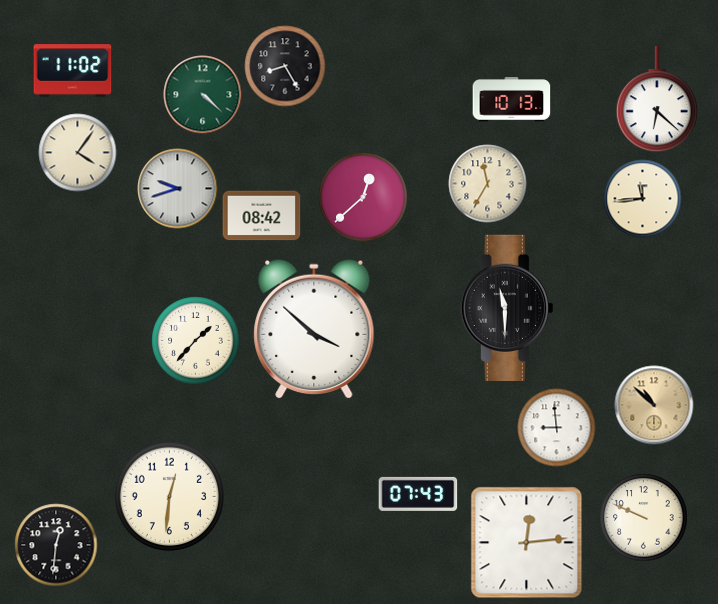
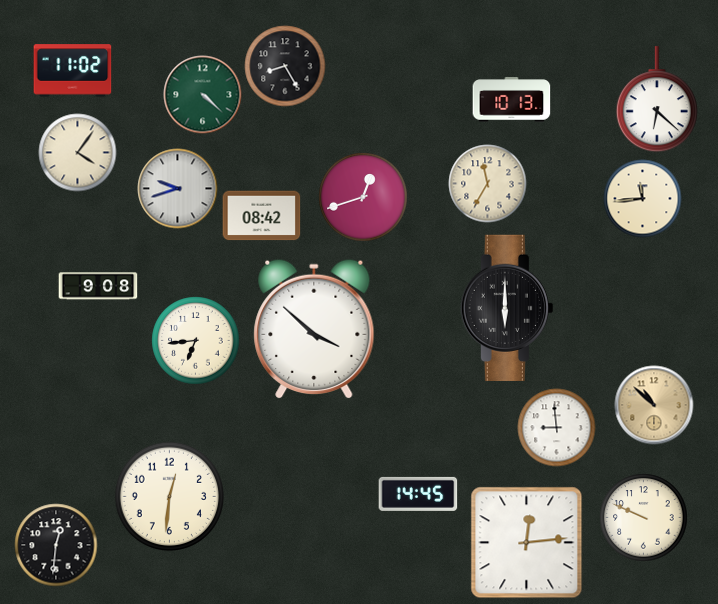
clock at (363, 197): 12:38 -> 12:42
clock at (98, 286): none -> 9:08
clock at (507, 307): 11:30 -> 6:00
clock at (195, 340): 1:37 -> 6:44
clock at (418, 494): 07:43 -> 14:45
